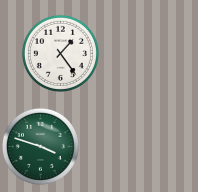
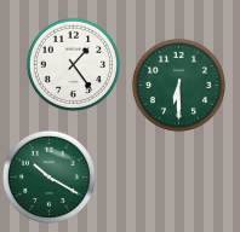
clock at (178, 85): none -> 6:30
clock at (40, 146): 3:48 -> 10:20
